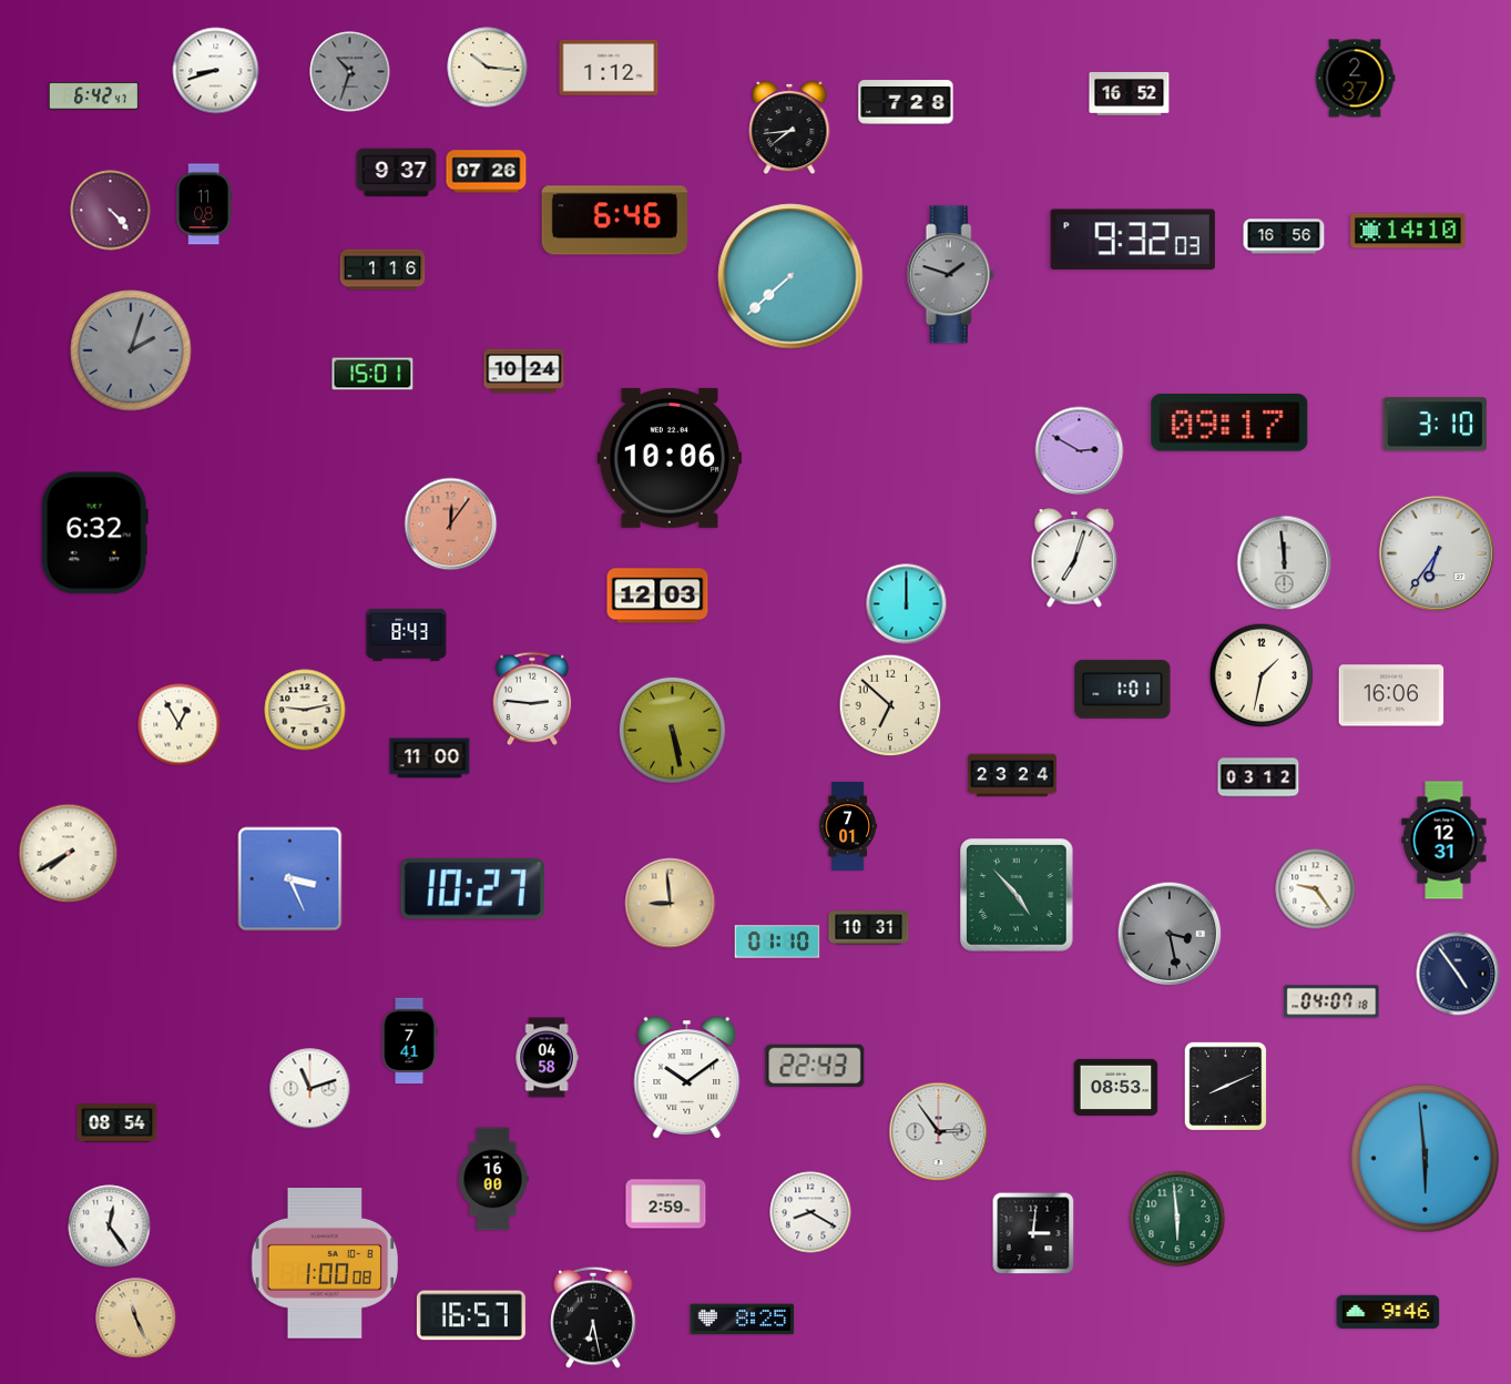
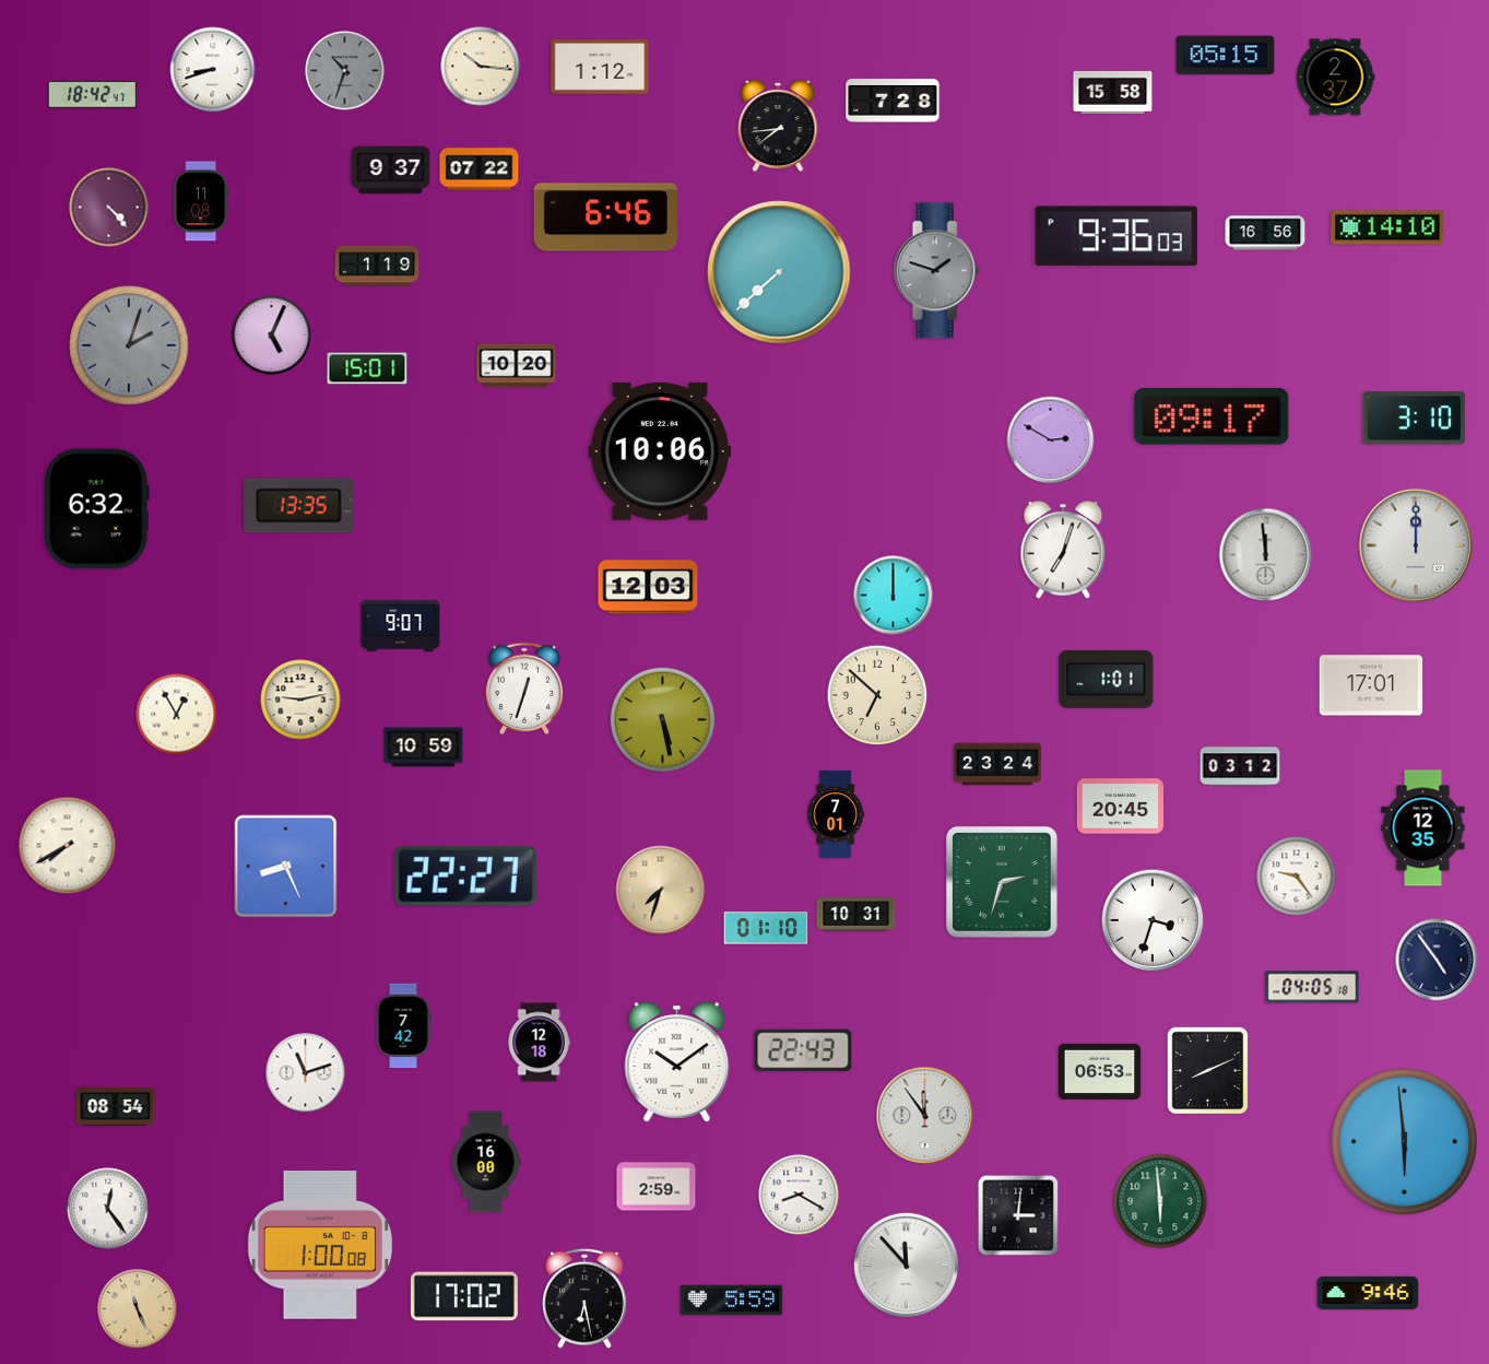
clock at (1226, 56): none -> 05:15
clock at (1130, 93): 16:52 -> 15:58
clock at (93, 96): 6:42 -> 18:42
clock at (487, 172): 07:26 -> 07:22
clock at (1133, 240): 9:32 -> 9:36
clock at (382, 269): 1:16 -> 1:19
clock at (272, 336): none -> 5:04
clock at (524, 372): 10:24 -> 10:20
clock at (1080, 451) position: (1080, 451) -> (1051, 440)
clock at (299, 506): none -> 13:35
clock at (451, 525): 12:06 -> none
clock at (94, 533) position: (94, 533) -> (96, 509)
clock at (1437, 553): 6:36 -> 12:00
clock at (1074, 558) position: (1074, 558) -> (1063, 550)
clock at (407, 634): 8:43 -> 9:07
clock at (1262, 675): 1:32 -> none
clock at (1391, 695): 16:06 -> 17:01
clock at (532, 698): 2:46 -> 12:33
clock at (430, 759): 11:00 -> 10:59
clock at (1120, 807): none -> 20:45
clock at (1444, 841): 12:31 -> 12:35
clock at (69, 854) position: (69, 854) -> (68, 846)
clock at (290, 879): 3:26 -> 8:26
clock at (472, 889): 10:27 -> 22:27
clock at (1017, 895): 4:53 -> 2:33
clock at (671, 904): 8:59 -> 7:33
clock at (1170, 934): 3:28 -> 3:33
clock at (1170, 934) dial: grey -> white
clock at (1331, 1001): 04:07 -> 04:05
clock at (409, 1041): 7:41 -> 7:42
clock at (547, 1058): 04:58 -> 12:18
clock at (1116, 1087): 08:53 -> 06:53
clock at (939, 1132): 2:54 -> 11:54
clock at (907, 1266): none -> 11:53
clock at (471, 1315): 16:57 -> 17:02
clock at (136, 1319) position: (136, 1319) -> (138, 1309)
clock at (743, 1320): 8:25 -> 5:59
